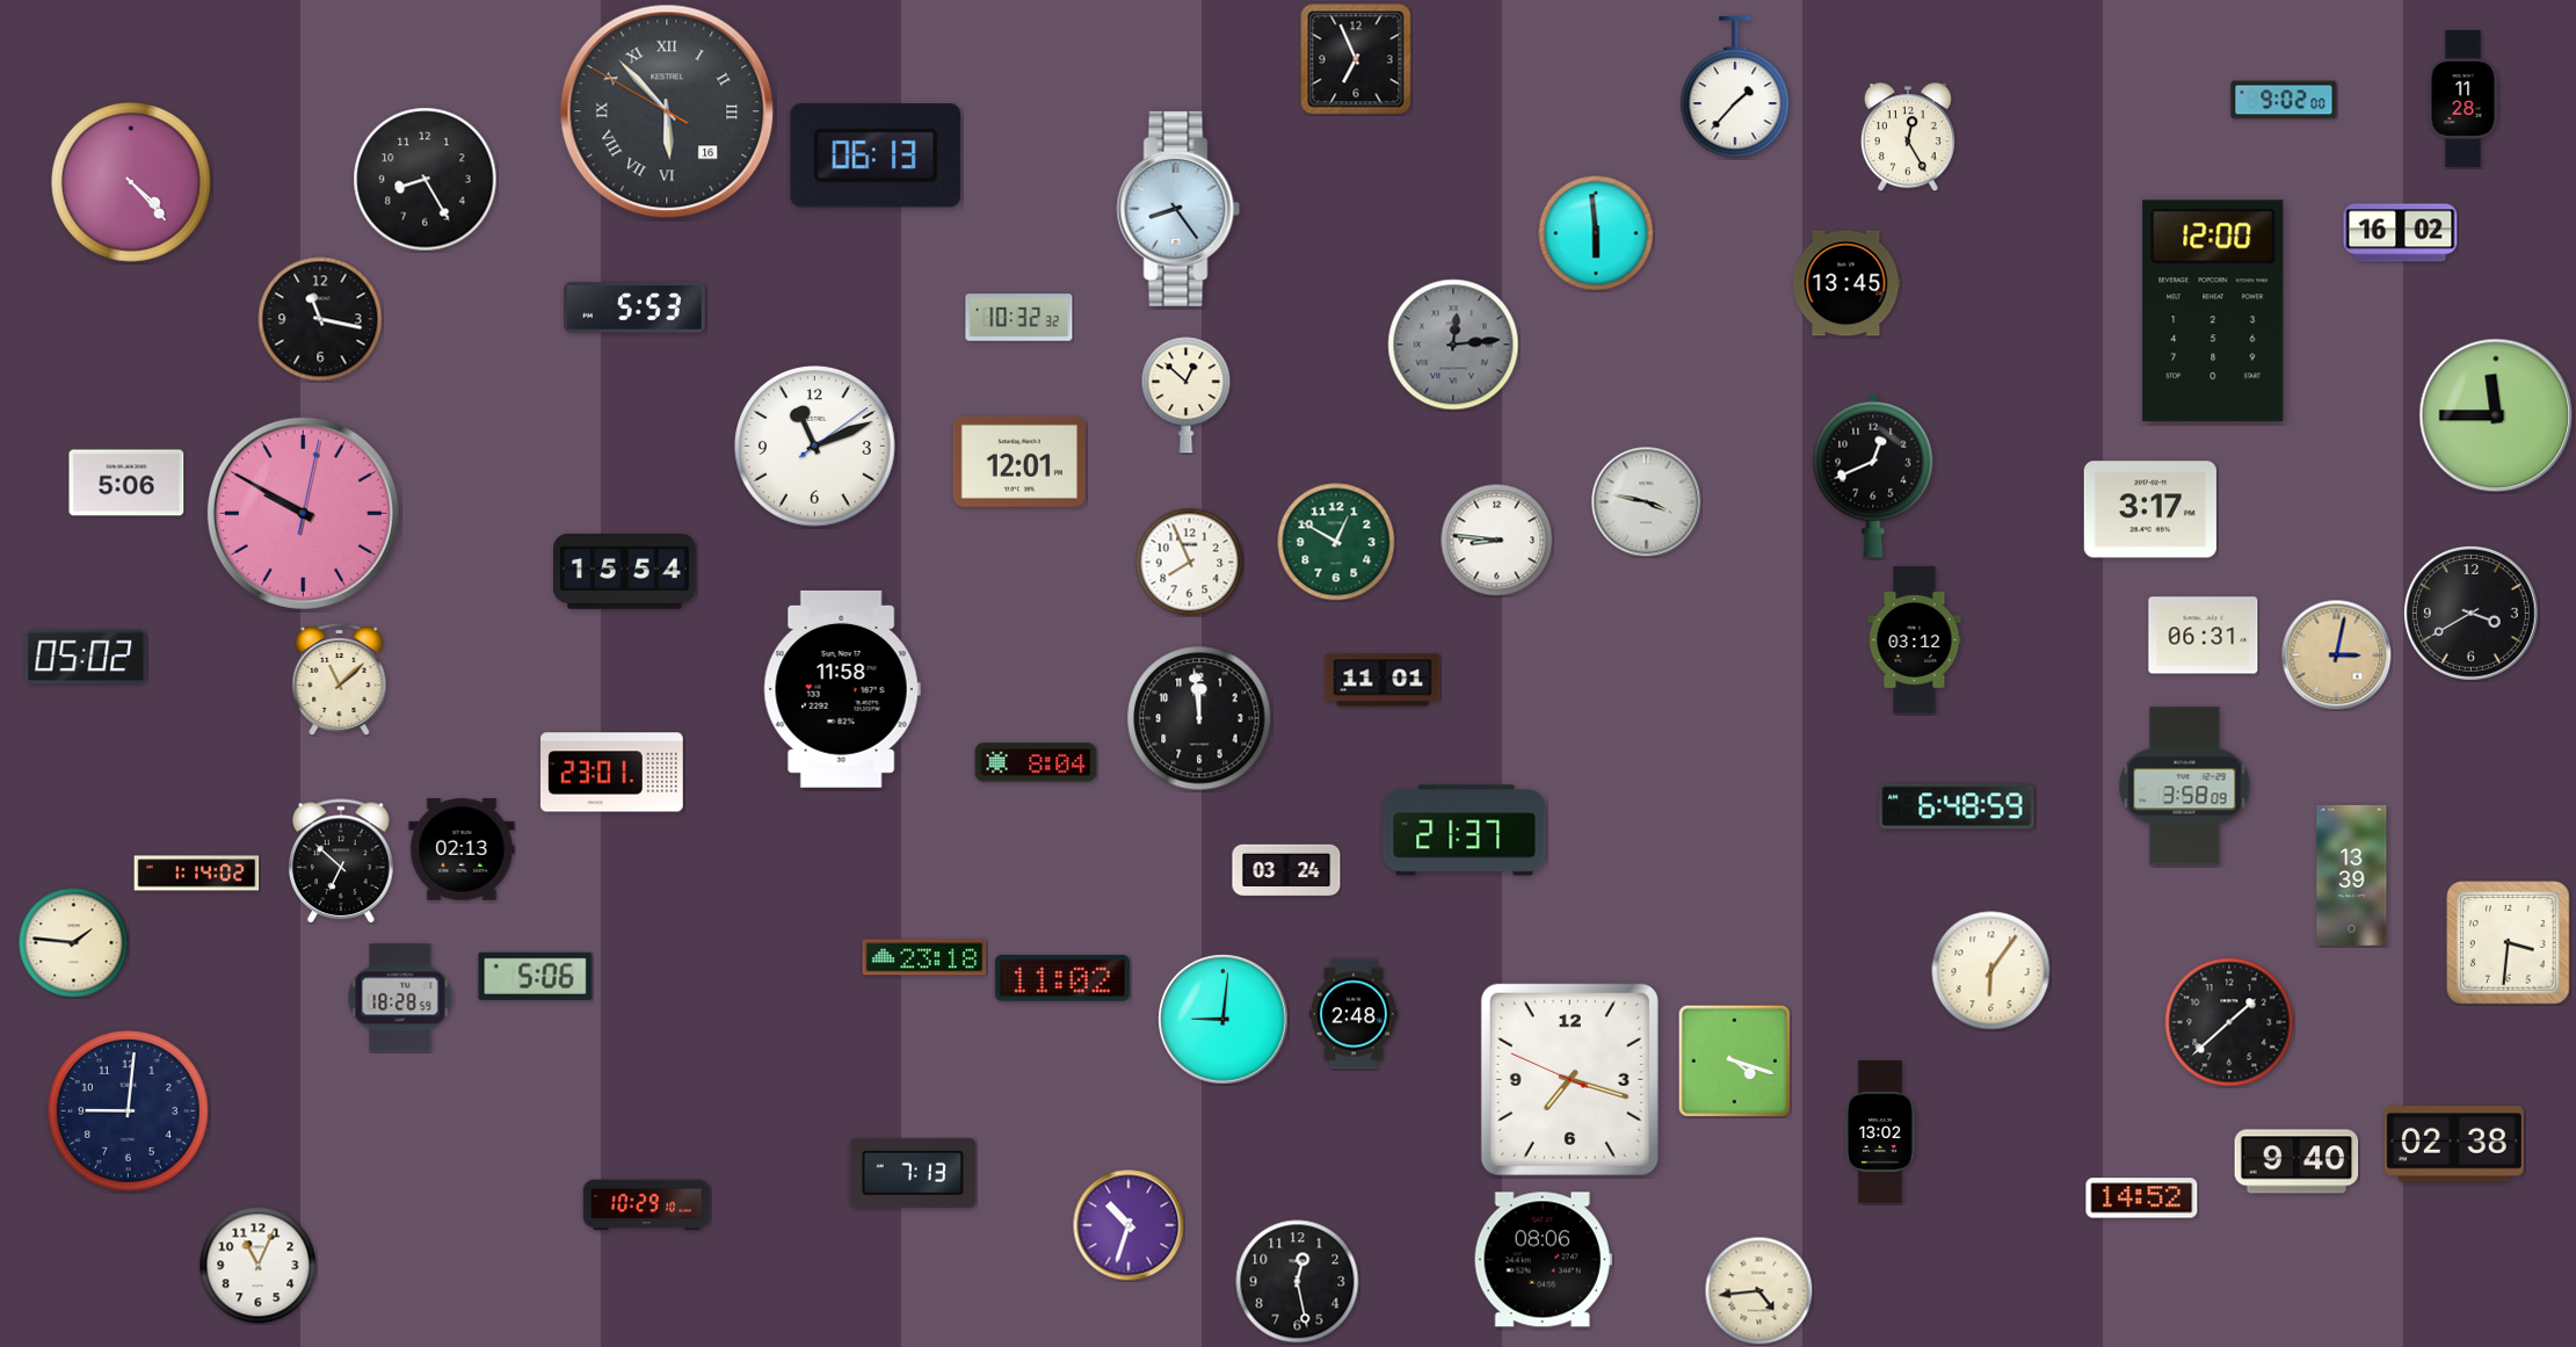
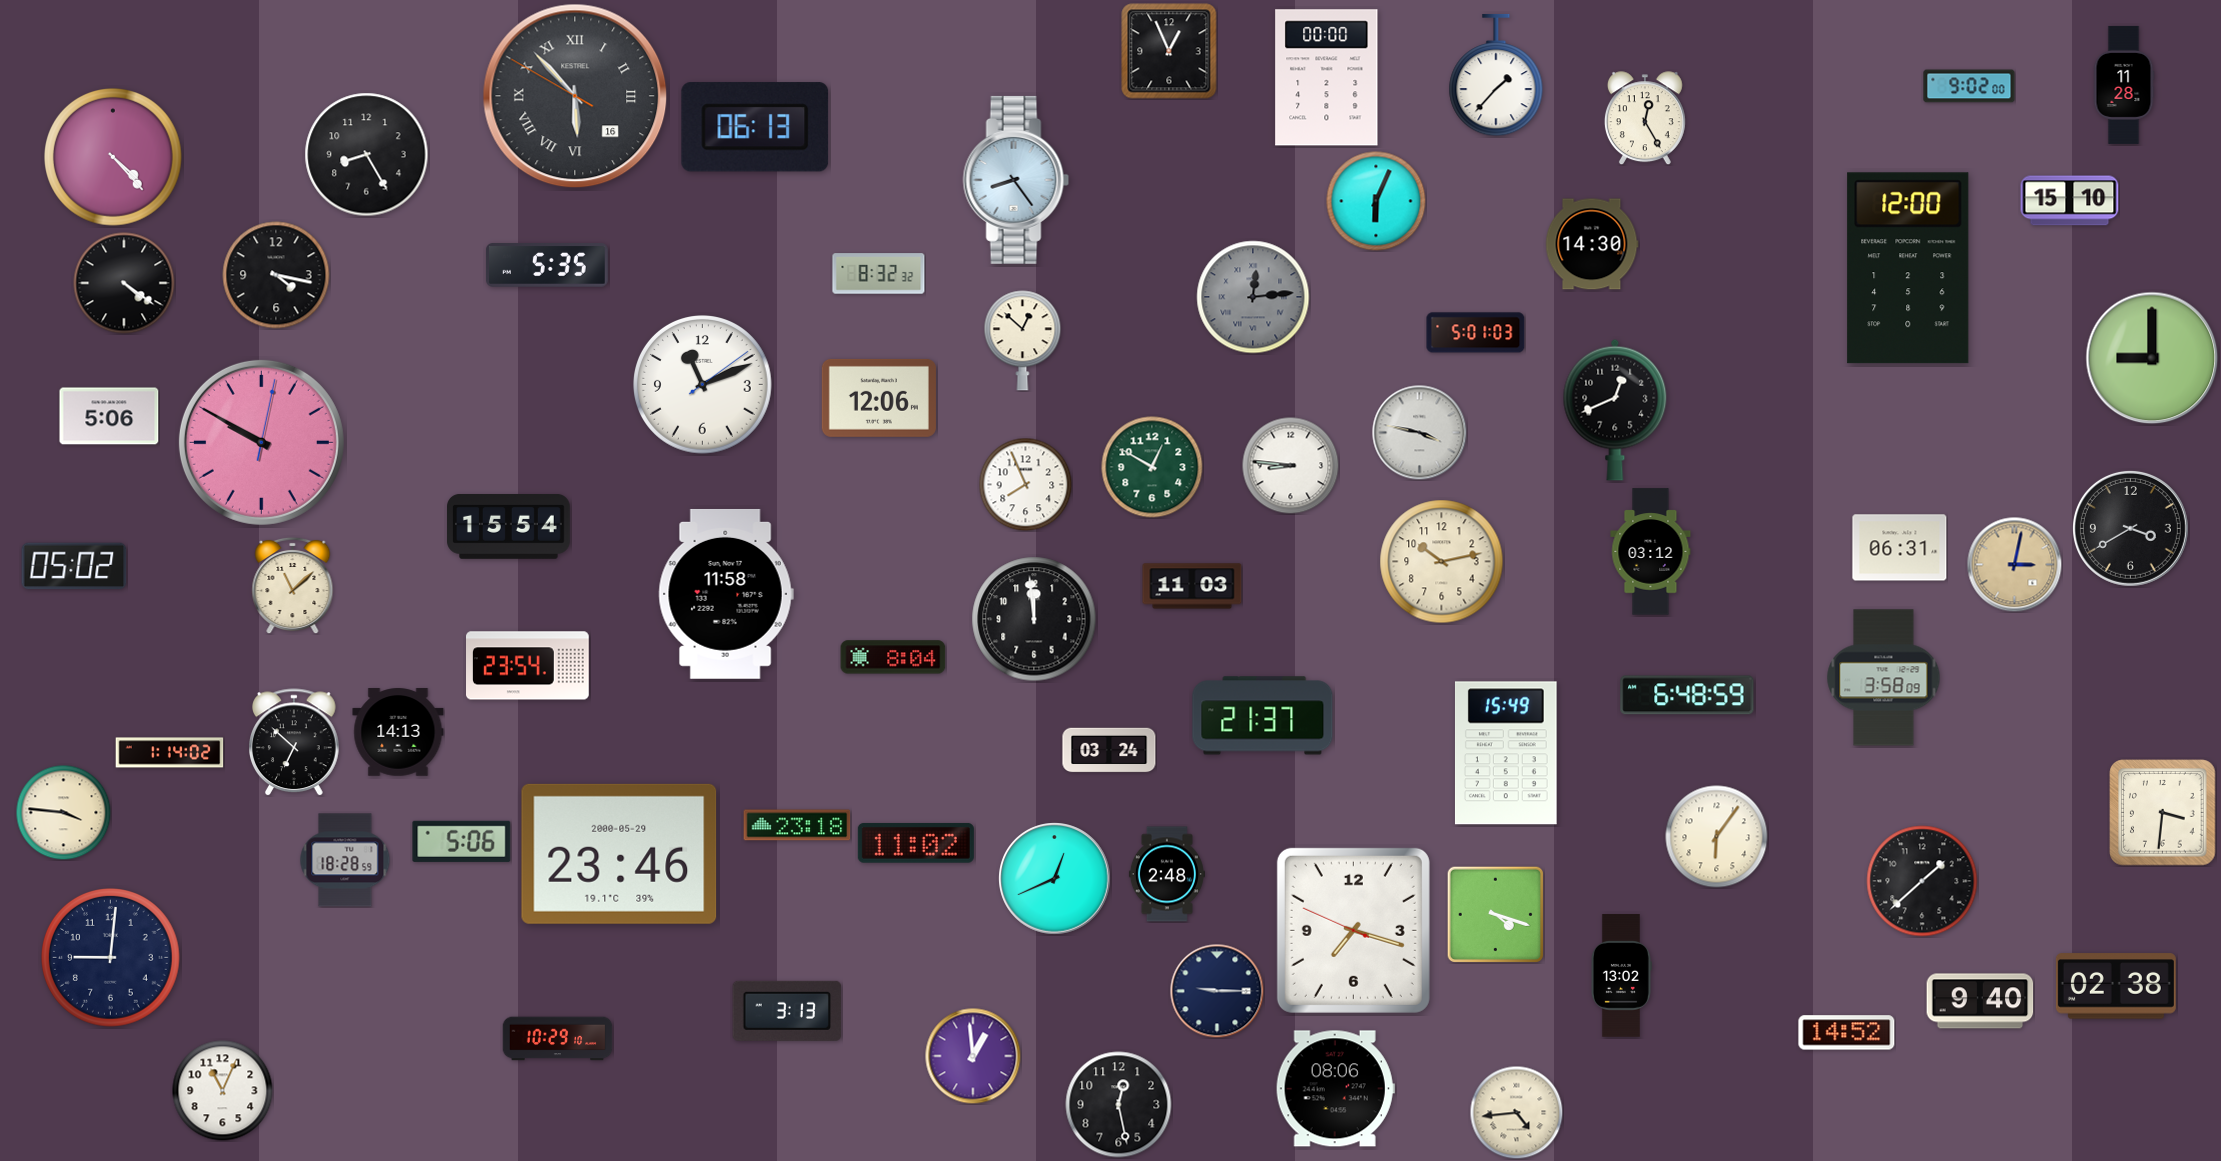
clock at (1356, 59): 6:56 -> 12:56
clock at (1327, 78): none -> 00:00
clock at (876, 155) position: (876, 155) -> (755, 127)
clock at (1596, 233): 5:59 -> 6:04
clock at (2401, 233): 16:02 -> 15:10
clock at (1846, 283): 13:45 -> 14:30
clock at (634, 307): 5:53 -> 5:35
clock at (1019, 318): 10:32 -> 8:32
clock at (320, 319): 11:17 -> 4:17
clock at (124, 283): none -> 4:21
clock at (1476, 333): none -> 5:01
clock at (2496, 415): 11:45 -> 9:00
clock at (1019, 462): 12:01 -> 12:06
clock at (2150, 509): 3:17 -> none
clock at (625, 572) position: (625, 572) -> (509, 527)
clock at (1442, 562): none -> 10:13
clock at (1383, 680): 11:01 -> 11:03
clock at (612, 773): 23:01 -> 23:54
clock at (462, 849): 02:13 -> 14:13
clock at (1506, 753): none -> 15:49
clock at (2352, 875): 13:39 -> none
clock at (73, 942): 1:46 -> 3:46
clock at (619, 854): none -> 23:46
clock at (1224, 1020): 9:01 -> 12:41
clock at (1217, 991): none -> 9:15
clock at (913, 1173): 7:13 -> 3:13
clock at (1129, 1225): 10:33 -> 12:59
clock at (1543, 1260) position: (1543, 1260) -> (1335, 1089)
